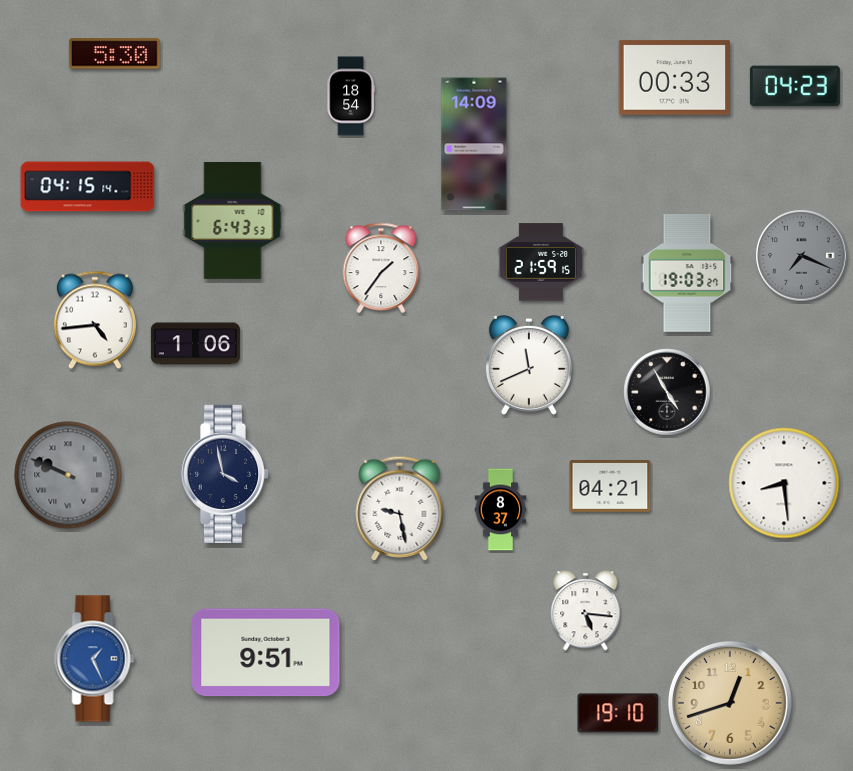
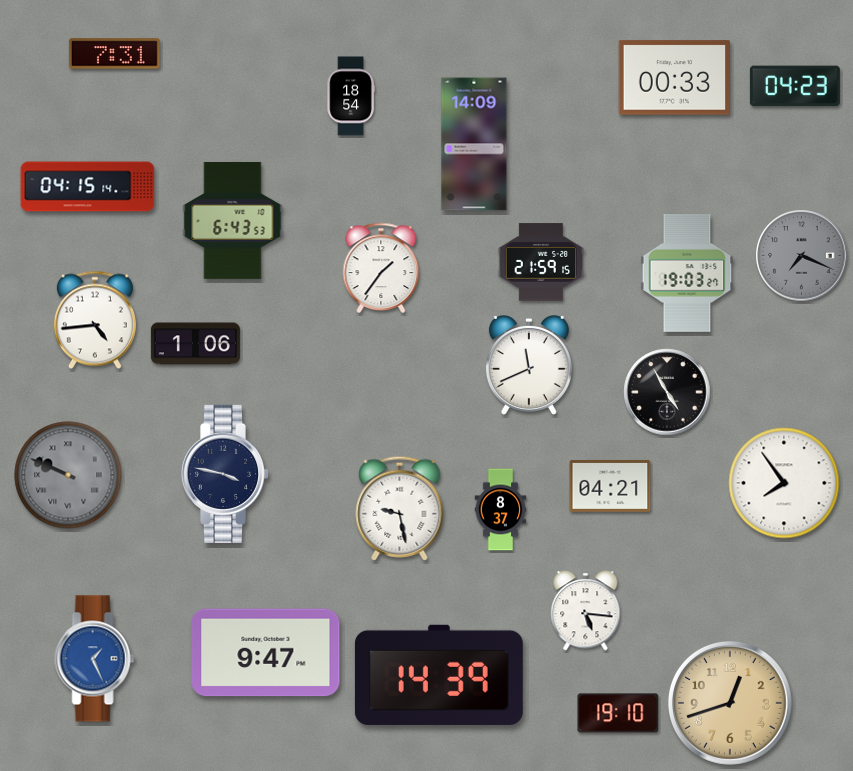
clock at (114, 54): 5:30 -> 7:31
clock at (225, 474): 3:58 -> 3:47
clock at (784, 483): 8:29 -> 7:54
clock at (266, 653): 9:51 -> 9:47
clock at (439, 675): none -> 14:39
